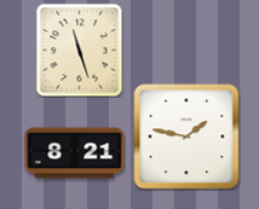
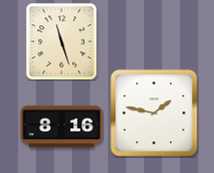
clock at (80, 50) position: (80, 50) -> (62, 41)
clock at (75, 153): 8:21 -> 8:16
